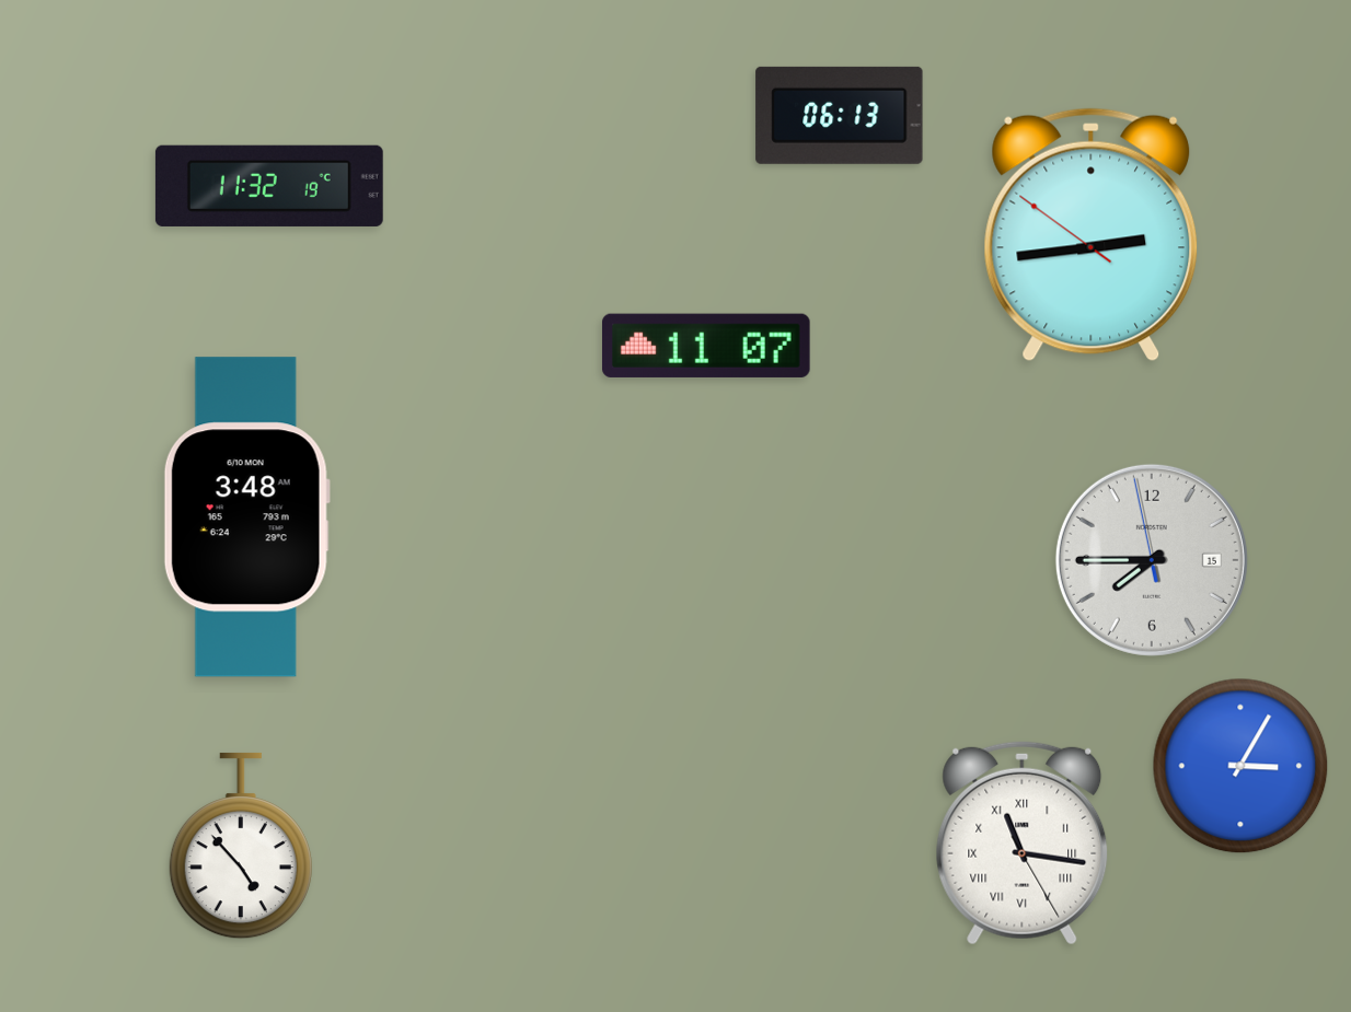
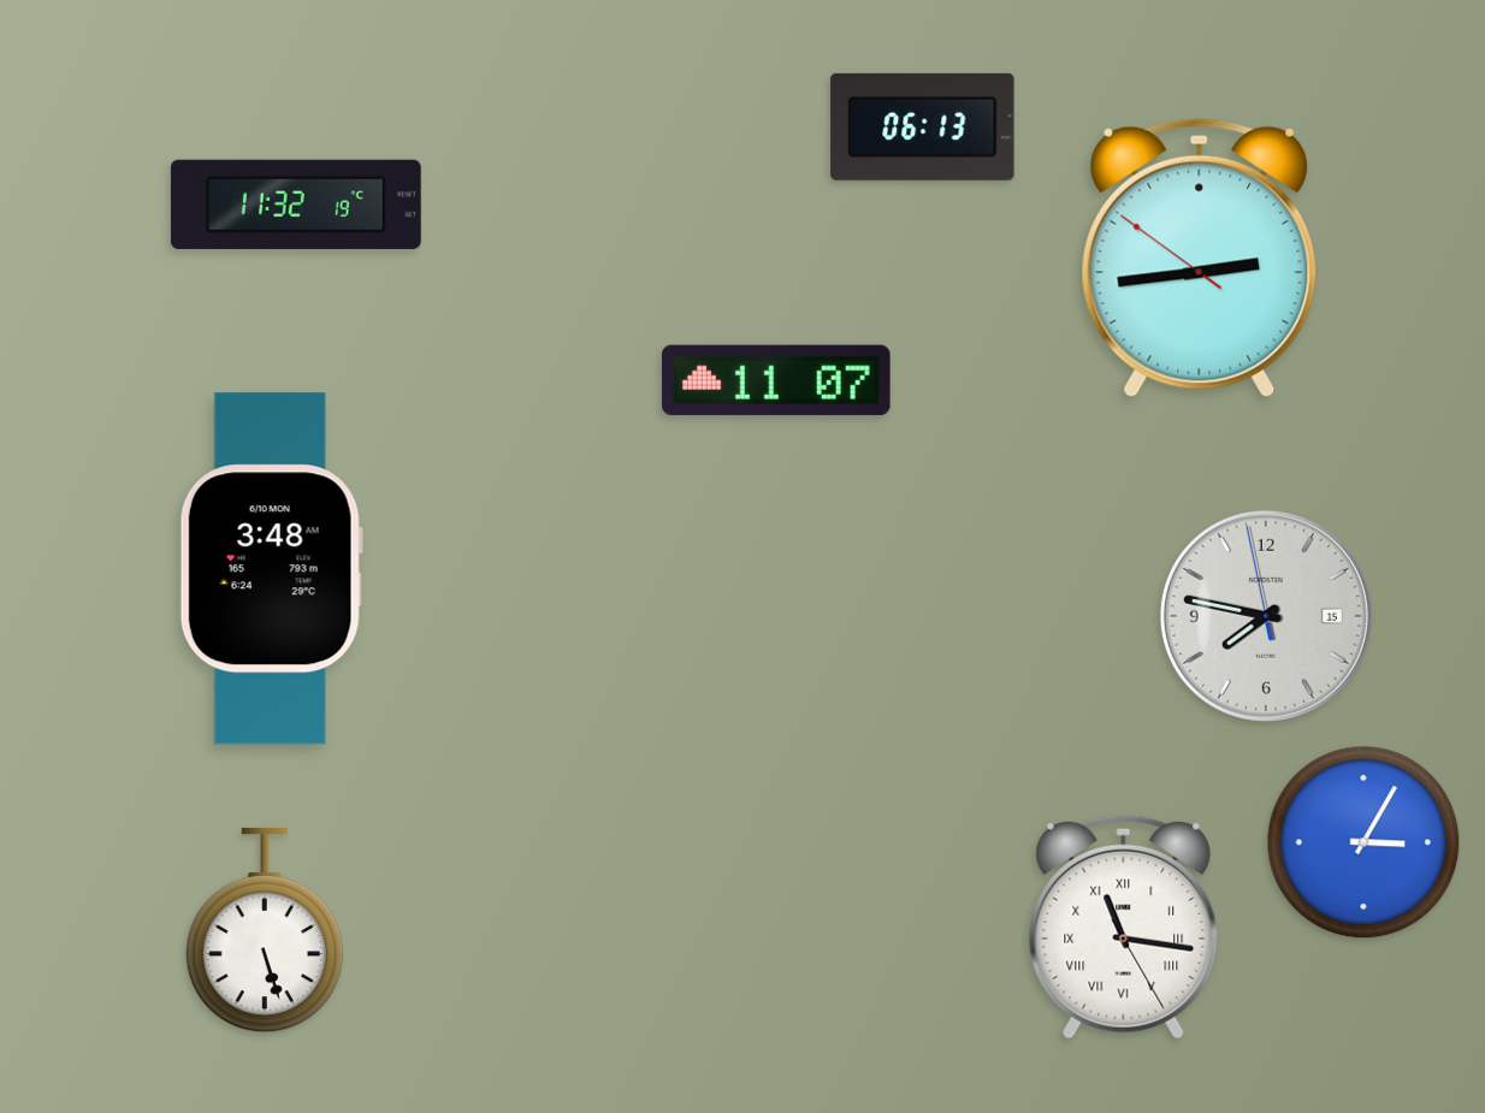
clock at (1152, 560): 7:44 -> 7:46
clock at (241, 846): 4:53 -> 5:27
